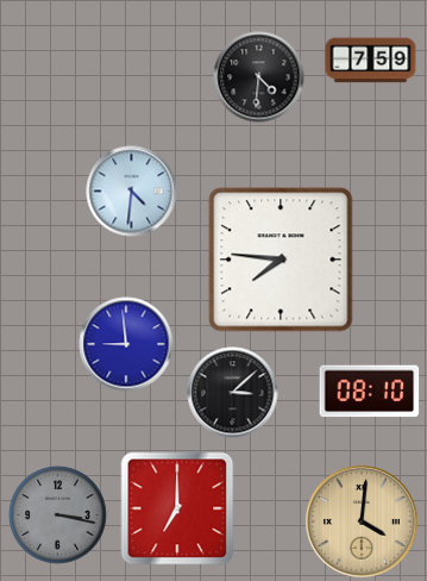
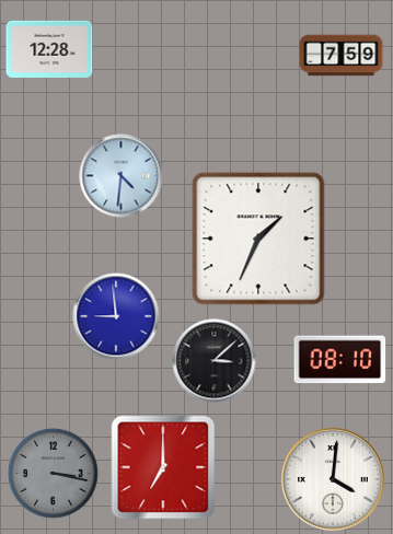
clock at (49, 49): none -> 12:28
clock at (259, 77): 4:31 -> none
clock at (281, 260): 7:46 -> 1:34
clock at (362, 521) dial: champagne -> white
